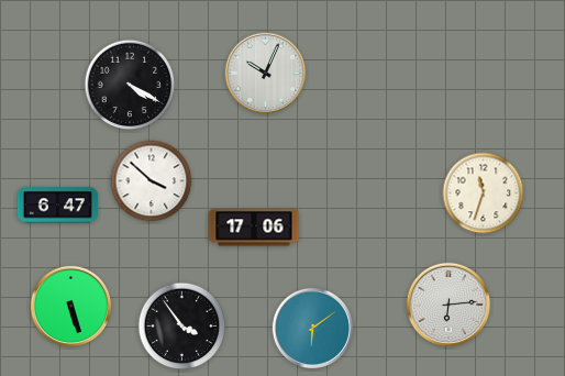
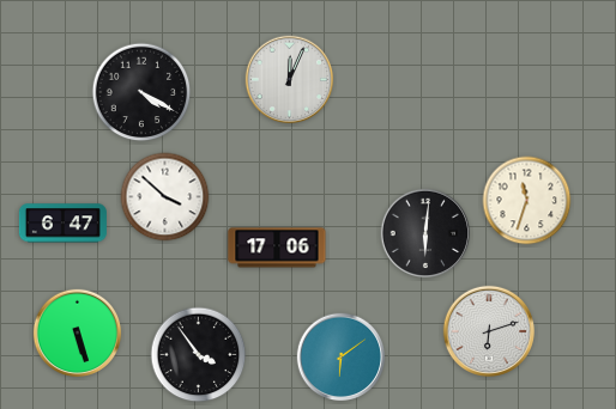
clock at (266, 74): 10:04 -> 12:04
clock at (484, 193) position: (484, 193) -> (527, 201)
clock at (425, 233): none -> 6:01
clock at (447, 305): 6:14 -> 6:12
